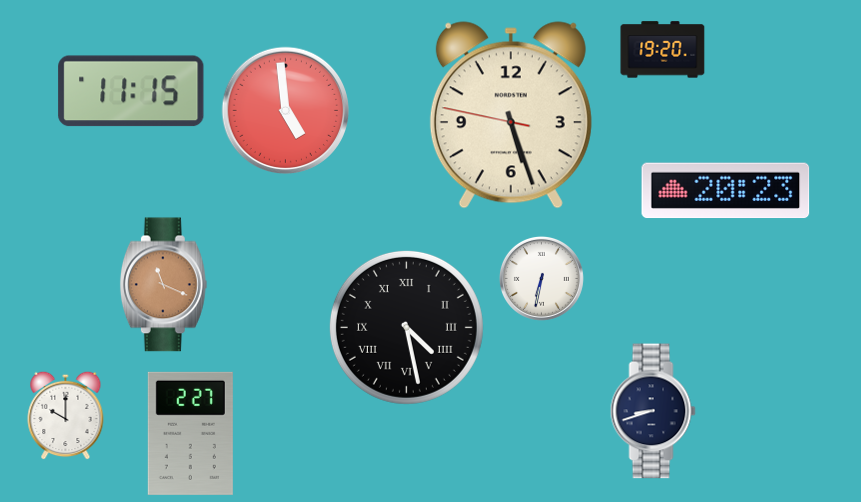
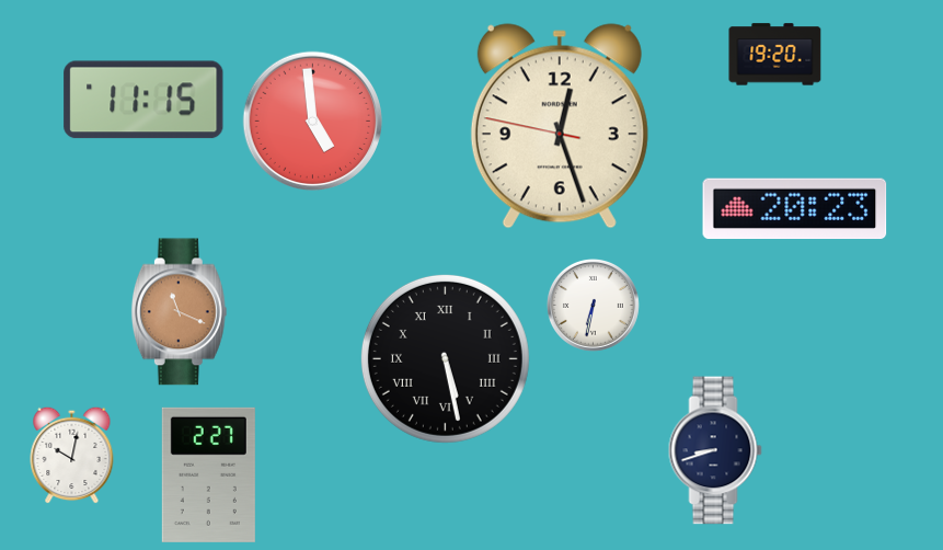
clock at (663, 50) position: (663, 50) -> (775, 55)
clock at (511, 115): 5:26 -> 12:26
clock at (406, 327): 4:28 -> 5:28
clock at (66, 415): 10:00 -> 10:02
